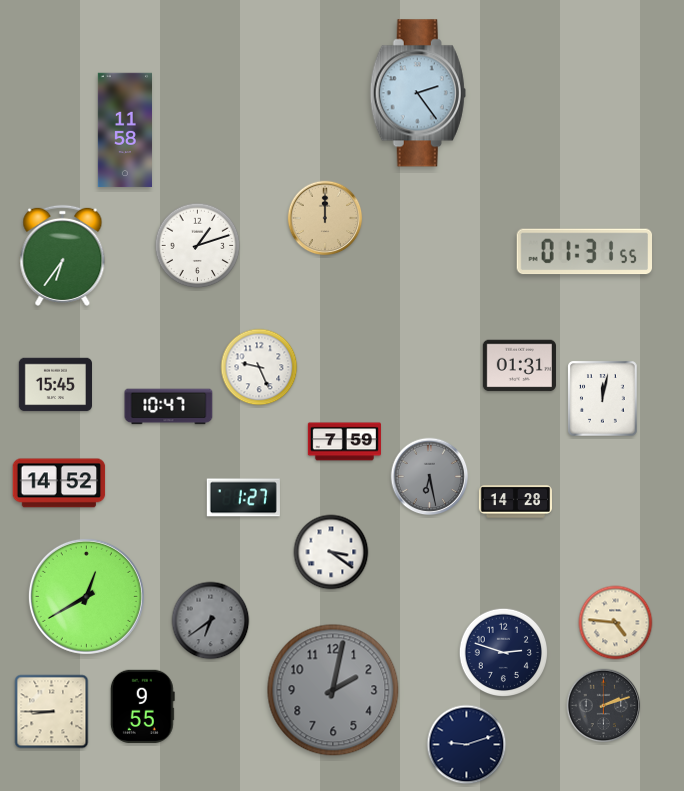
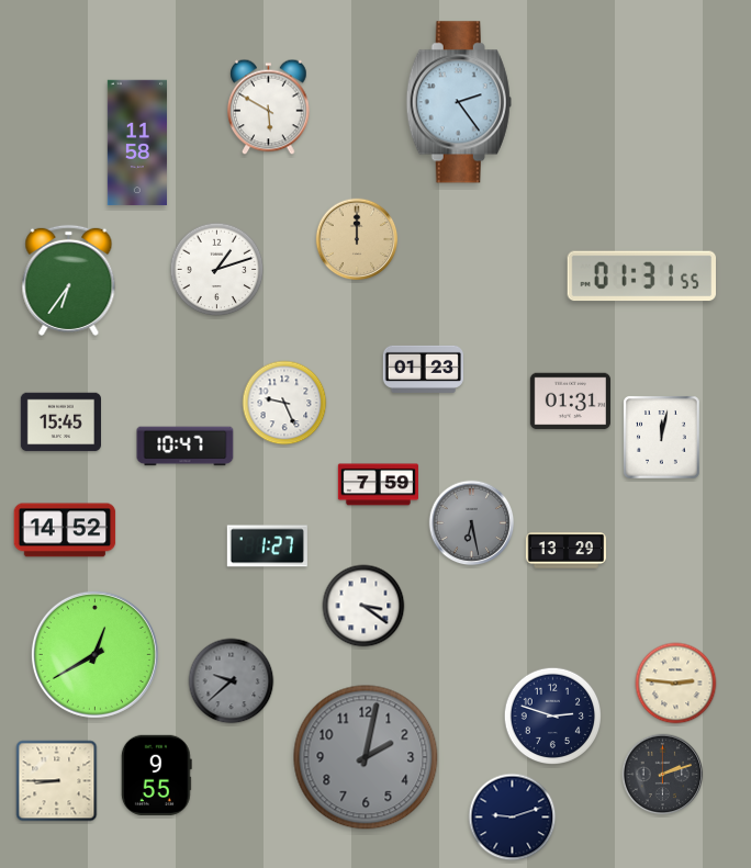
clock at (269, 108): none -> 5:50
clock at (423, 369): none -> 01:23
clock at (515, 502): 14:28 -> 13:29
clock at (211, 621): 6:39 -> 9:38
clock at (616, 623): 4:46 -> 2:46
